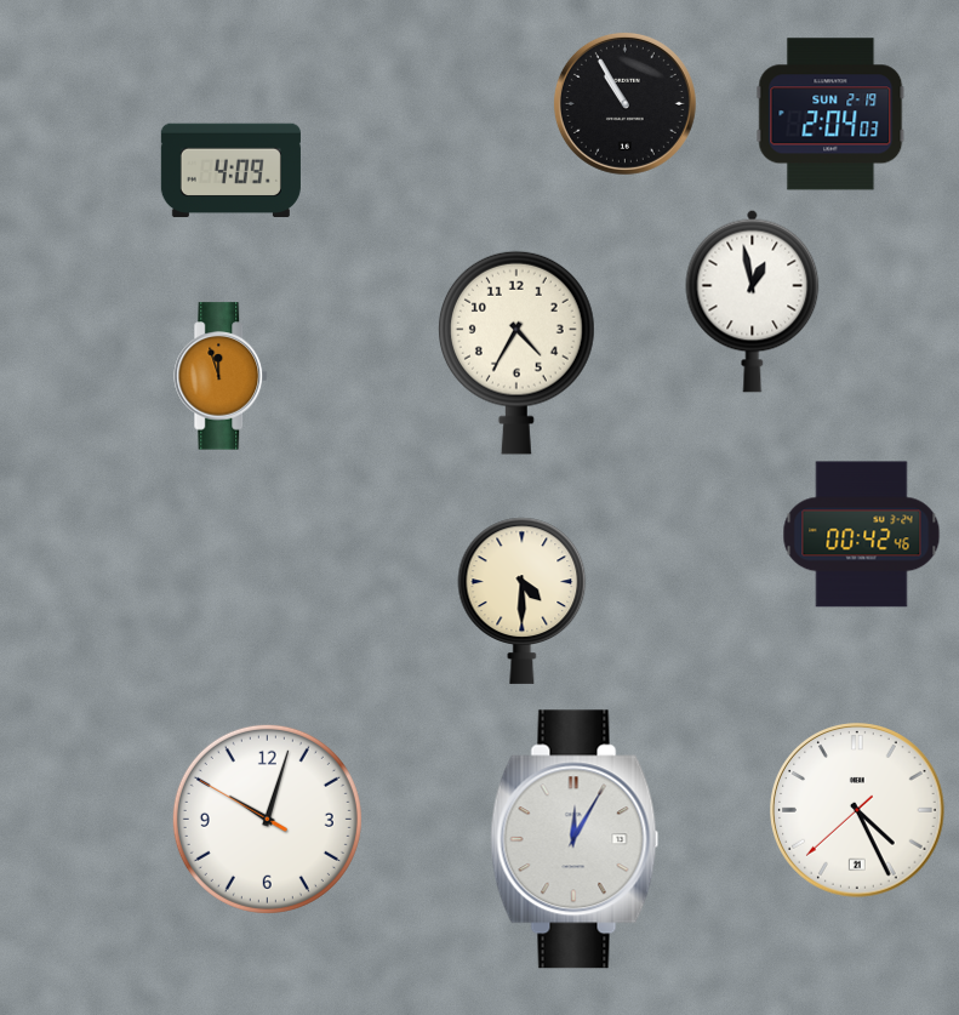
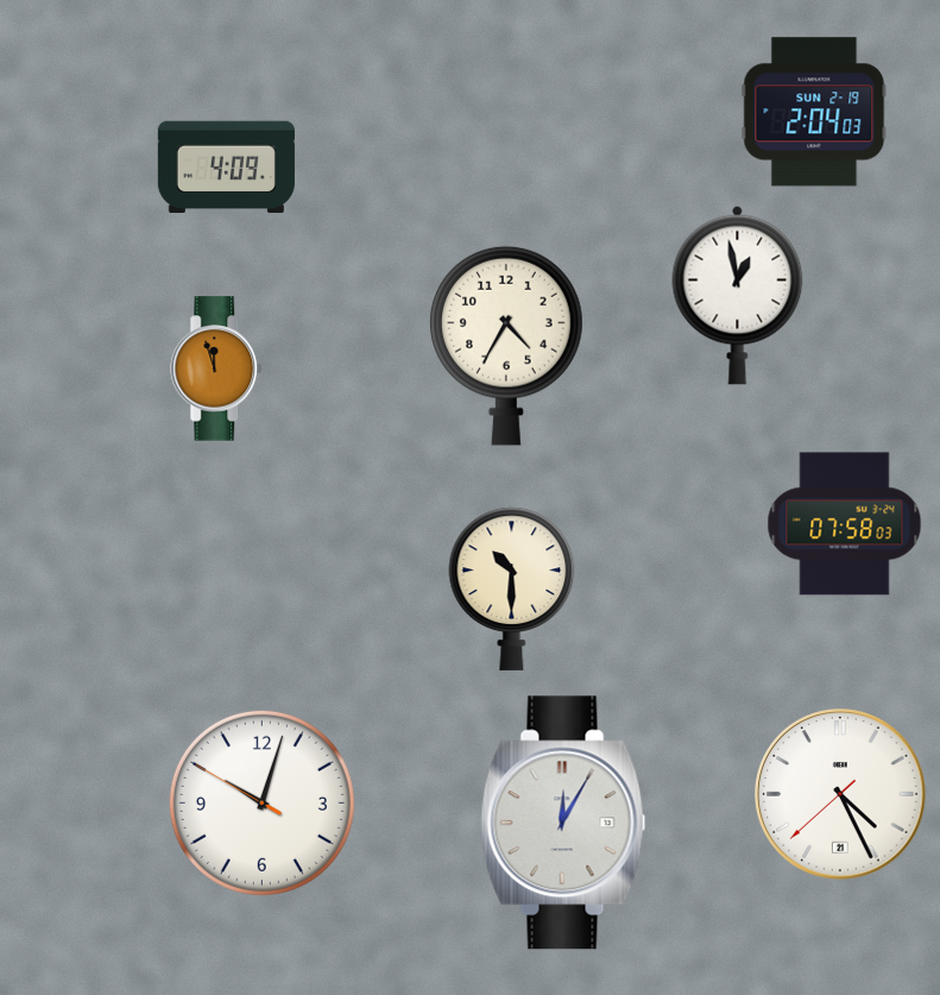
clock at (624, 103): 10:55 -> none
clock at (862, 535): 00:42 -> 07:58
clock at (523, 600): 4:30 -> 10:30
